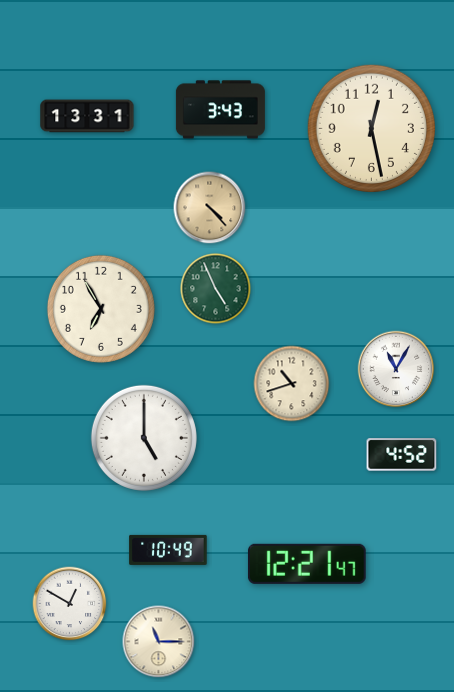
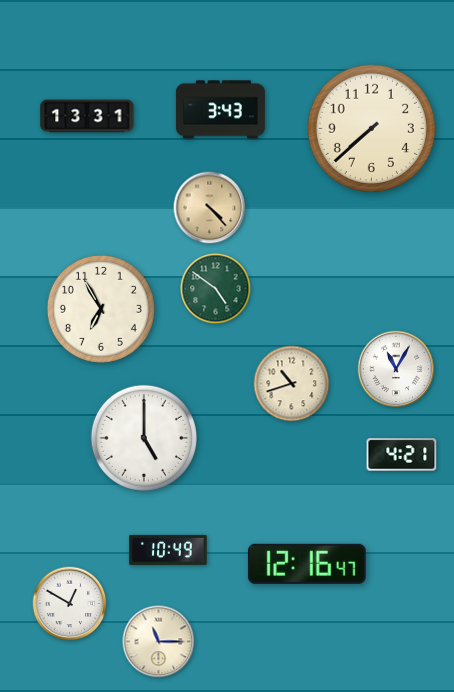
clock at (371, 128): 12:28 -> 7:38
clock at (216, 289): 4:56 -> 4:51
clock at (402, 455): 4:52 -> 4:21
clock at (307, 564): 12:21 -> 12:16
